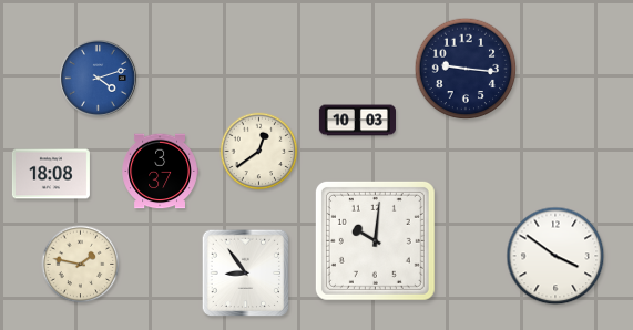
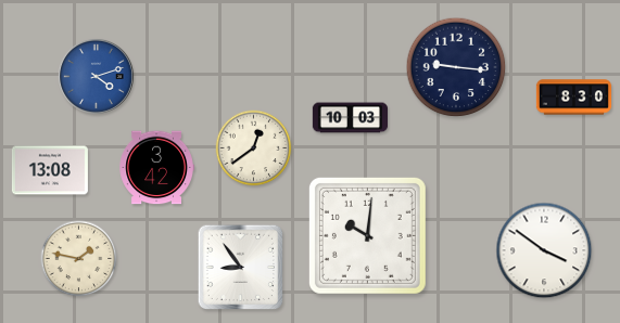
clock at (573, 98): none -> 8:30
clock at (160, 172): 3:37 -> 3:42
clock at (51, 174): 18:08 -> 13:08
